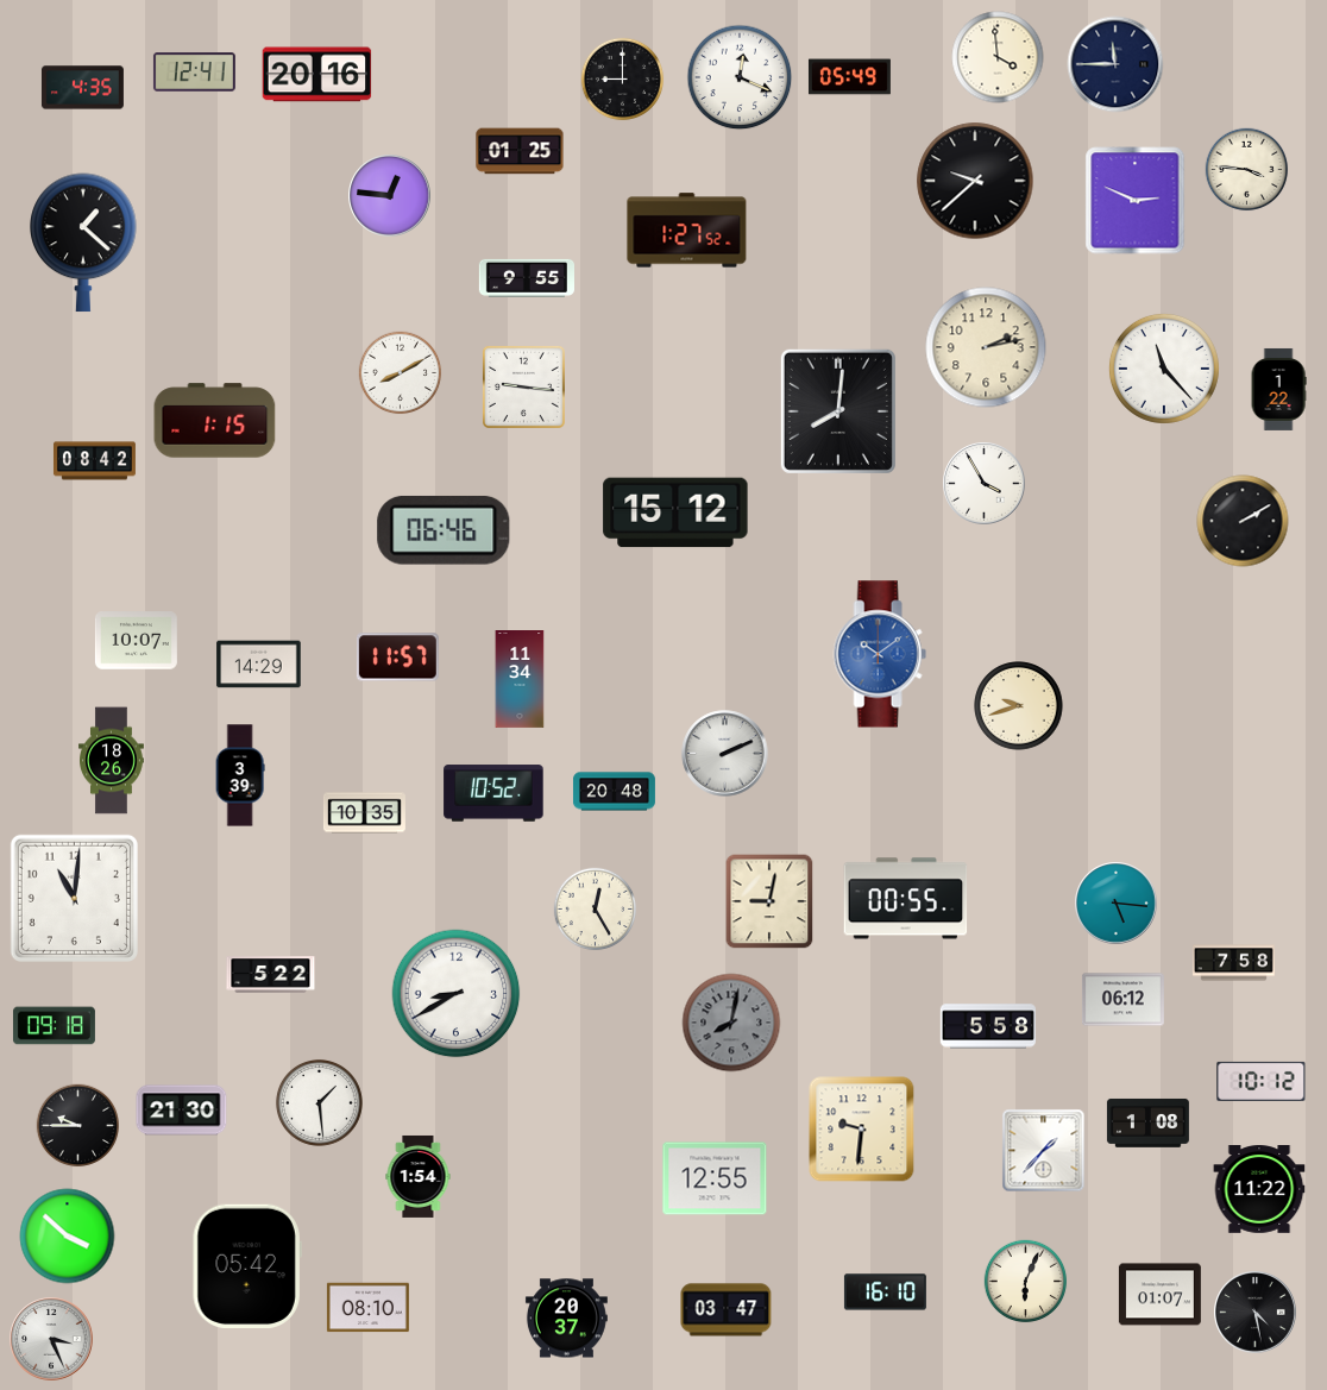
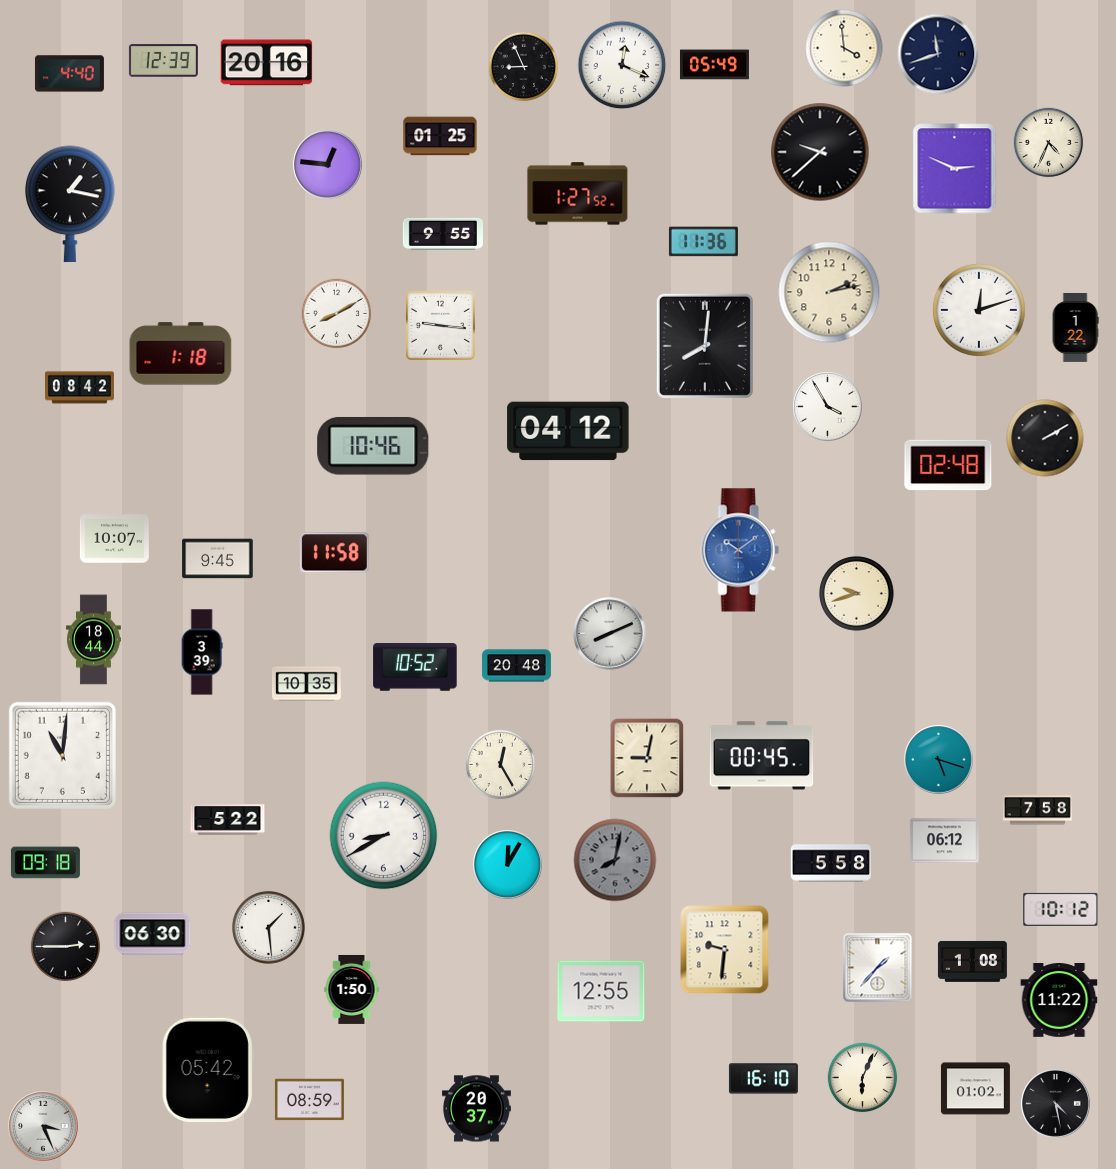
clock at (998, 57) position: (998, 57) -> (844, 48)
clock at (1115, 64): 11:45 -> 11:42
clock at (194, 73): 12:41 -> 12:39
clock at (623, 80): 9:00 -> 8:56
clock at (82, 88): 4:35 -> 4:40
clock at (520, 151) position: (520, 151) -> (440, 136)
clock at (1247, 170): 3:46 -> 4:34
clock at (83, 243): 1:22 -> 1:17
clock at (703, 242): none -> 11:36
clock at (1164, 369): 11:23 -> 12:12
clock at (215, 421): 1:15 -> 1:18
clock at (675, 512): 15:12 -> 04:12
clock at (444, 530): 06:46 -> 10:46
clock at (948, 465): none -> 02:48
clock at (397, 658): 11:57 -> 11:58
clock at (259, 665): 14:29 -> 9:45
clock at (520, 680): 11:34 -> none
clock at (725, 754): 2:11 -> 8:11
clock at (112, 761): 18:26 -> 18:44
clock at (906, 899): 00:55 -> 00:45
clock at (1117, 904): 5:16 -> 5:18
clock at (508, 865): none -> 12:05
clock at (182, 1111): 21:30 -> 06:30
clock at (1147, 1122) position: (1147, 1122) -> (972, 961)
clock at (78, 1126): 9:45 -> 2:45
clock at (419, 1176): 1:54 -> 1:50
clock at (68, 1237): 3:52 -> none
clock at (247, 1265) position: (247, 1265) -> (208, 1069)
clock at (885, 1292) position: (885, 1292) -> (763, 1079)
clock at (1159, 1295): 01:07 -> 01:02
clock at (367, 1308): 08:10 -> 08:59
clock at (727, 1310): 03:47 -> none
